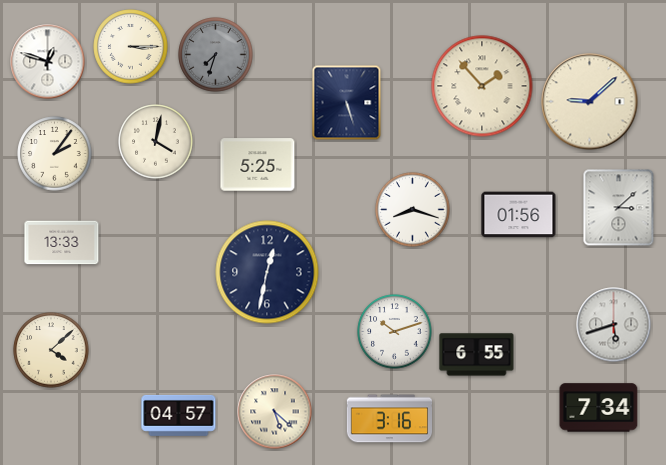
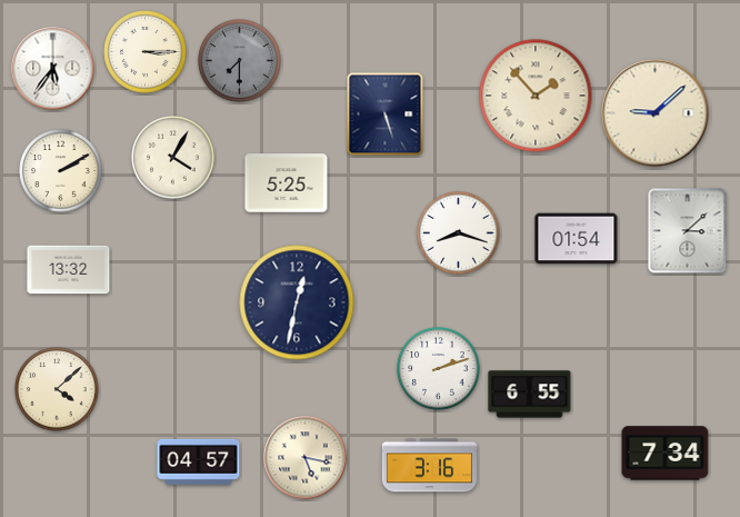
clock at (216, 55): 7:33 -> 7:30
clock at (48, 62): 12:48 -> 5:36
clock at (156, 142): 4:02 -> 4:05
clock at (55, 154): 2:06 -> 2:10
clock at (519, 215): 01:56 -> 01:54
clock at (62, 243): 13:33 -> 13:32
clock at (614, 325): 5:42 -> none
clock at (395, 332): 10:12 -> 2:12
clock at (275, 412): 5:22 -> 5:17
clock at (389, 419) position: (389, 419) -> (429, 466)
